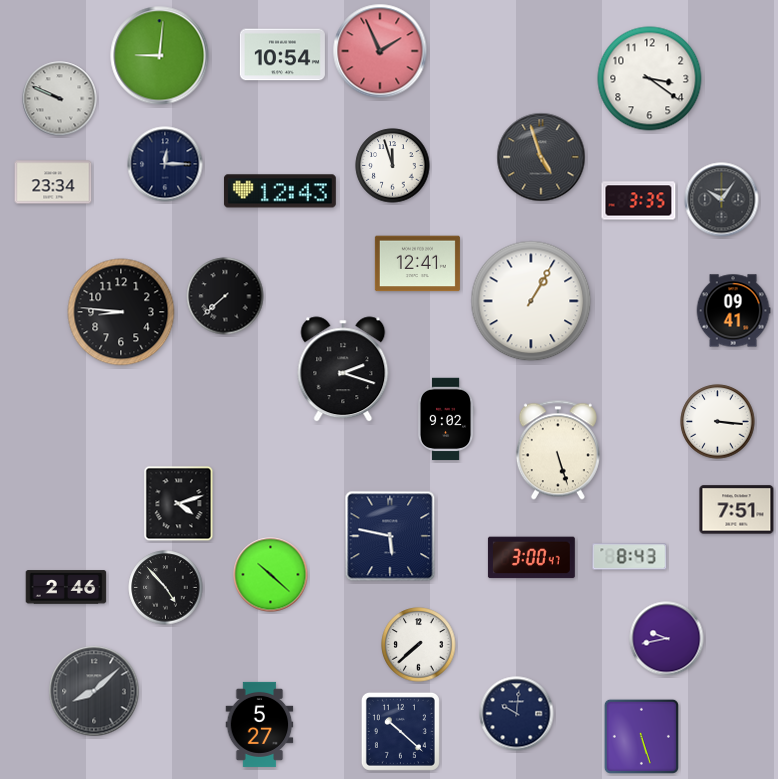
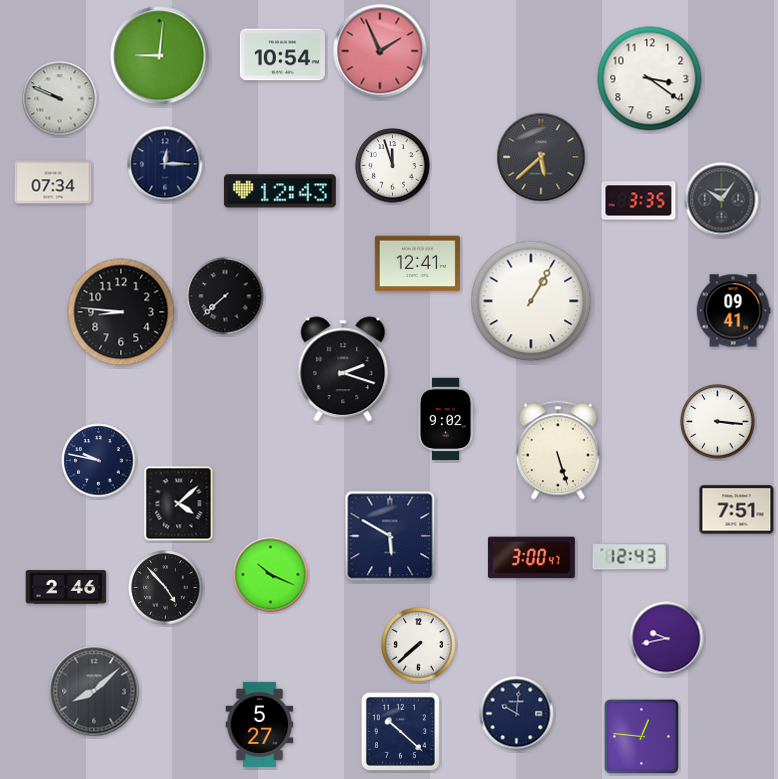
clock at (541, 157): 4:57 -> 5:38
clock at (53, 182): 23:34 -> 07:34
clock at (99, 461): none -> 9:47
clock at (179, 504): 4:12 -> 4:08
clock at (390, 536): 5:47 -> 5:50
clock at (630, 557): 8:43 -> 12:43
clock at (271, 575): 10:22 -> 10:19
clock at (641, 736): 5:27 -> 12:46
